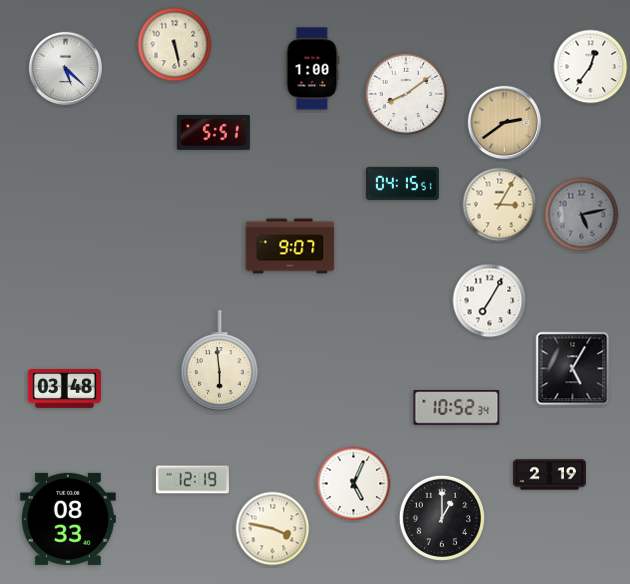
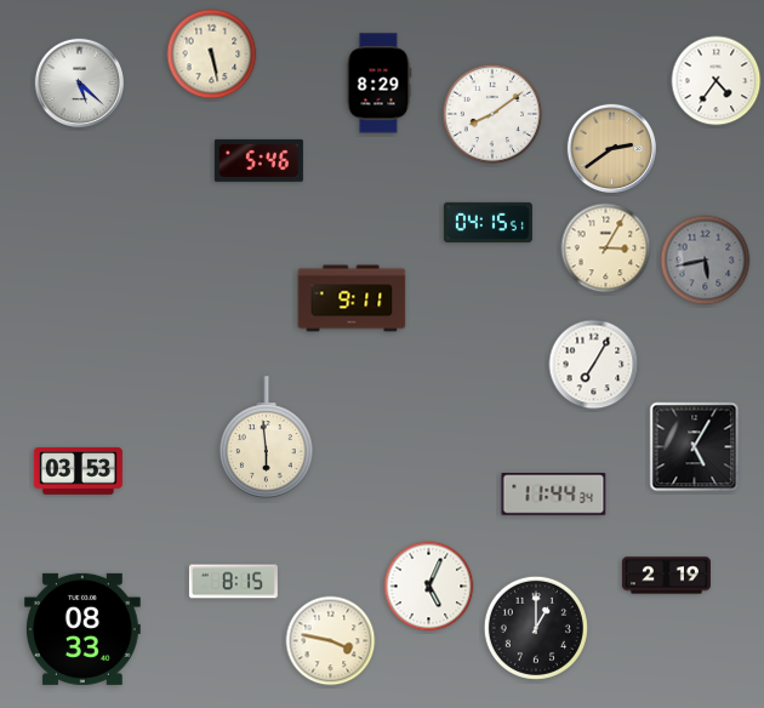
clock at (591, 67): 12:36 -> 4:36
clock at (312, 69): 1:00 -> 8:29
clock at (213, 132): 5:51 -> 5:46
clock at (582, 215): 5:13 -> 5:43
clock at (290, 246): 9:07 -> 9:11
clock at (64, 388): 03:48 -> 03:53
clock at (457, 408): 10:52 -> 11:44
clock at (192, 480): 12:19 -> 8:15
